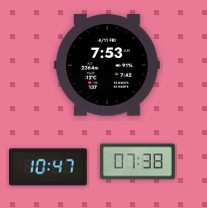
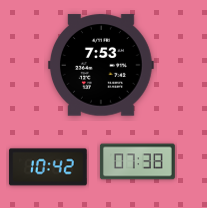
clock at (107, 65) position: (107, 65) -> (101, 65)
clock at (48, 167): 10:47 -> 10:42
